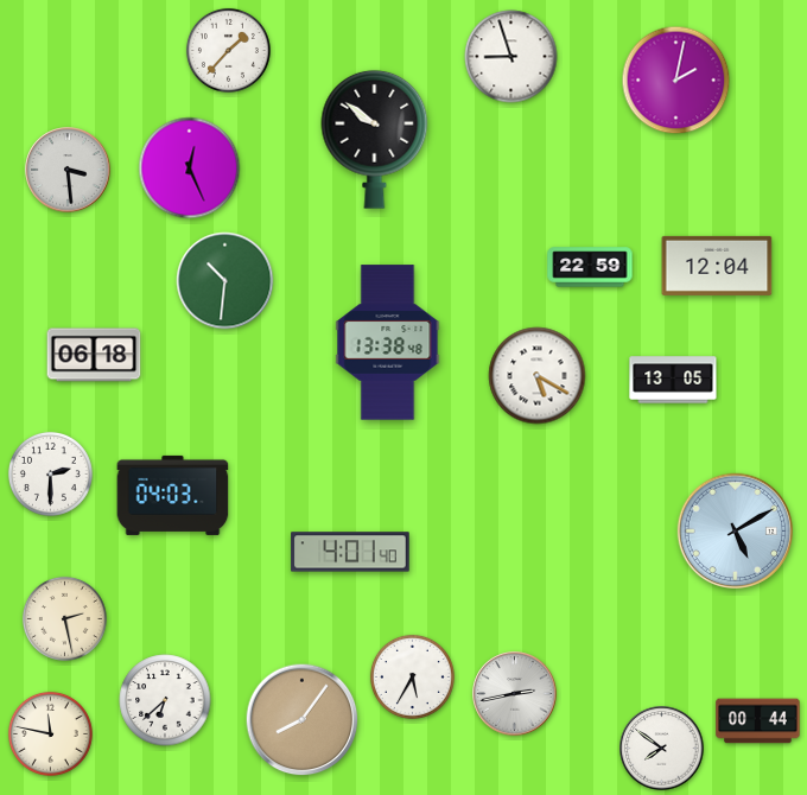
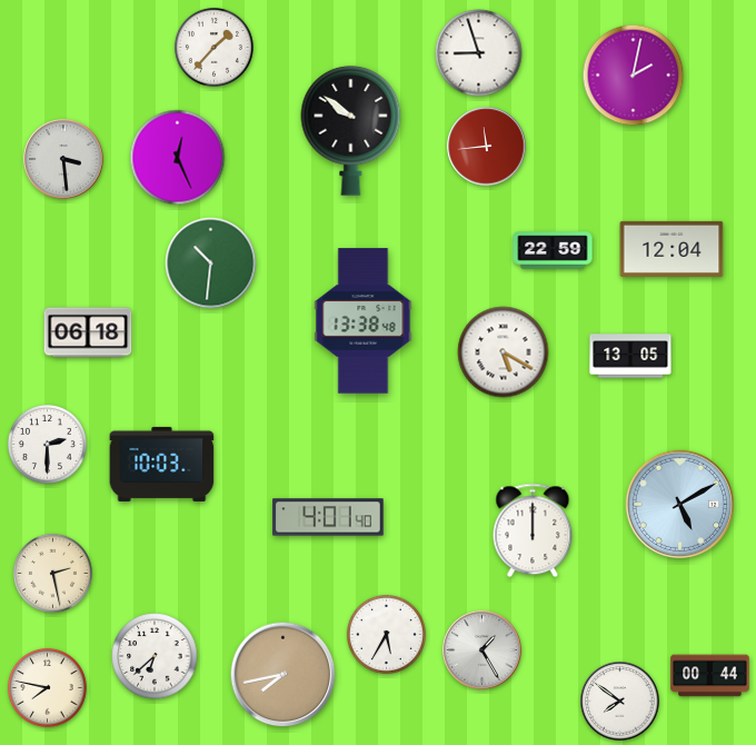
clock at (487, 147): none -> 11:44
clock at (173, 495): 04:03 -> 10:03
clock at (736, 532) position: (736, 532) -> (680, 505)
clock at (533, 530): none -> 12:00
clock at (64, 618) position: (64, 618) -> (52, 573)
clock at (515, 694): 2:43 -> 1:25
clock at (303, 720): 8:06 -> 7:43
clock at (50, 733): 11:47 -> 7:47
